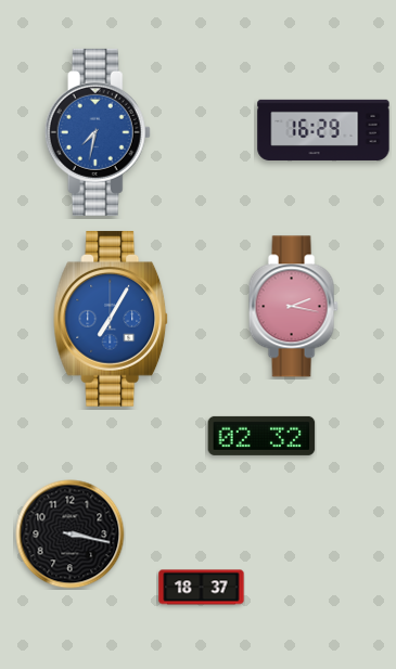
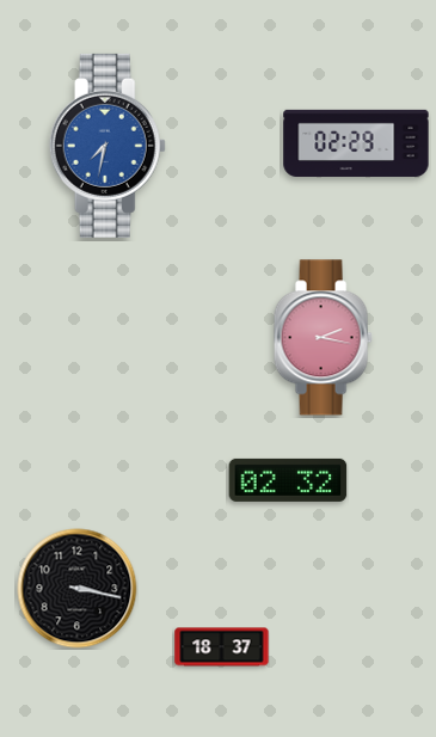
clock at (323, 130): 16:29 -> 02:29
clock at (112, 319): 7:05 -> none
